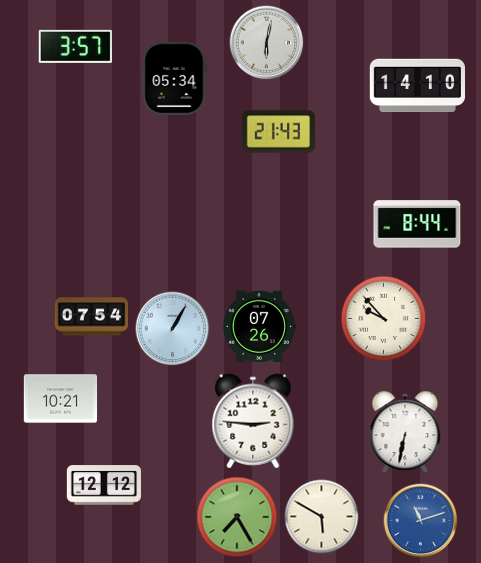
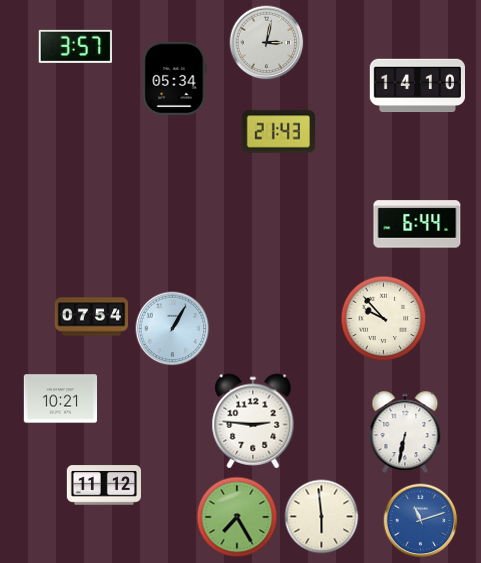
clock at (267, 43): 6:02 -> 3:02
clock at (417, 224): 8:44 -> 6:44
clock at (258, 326): 07:26 -> none
clock at (104, 485): 12:12 -> 11:12
clock at (322, 517): 5:50 -> 5:59
